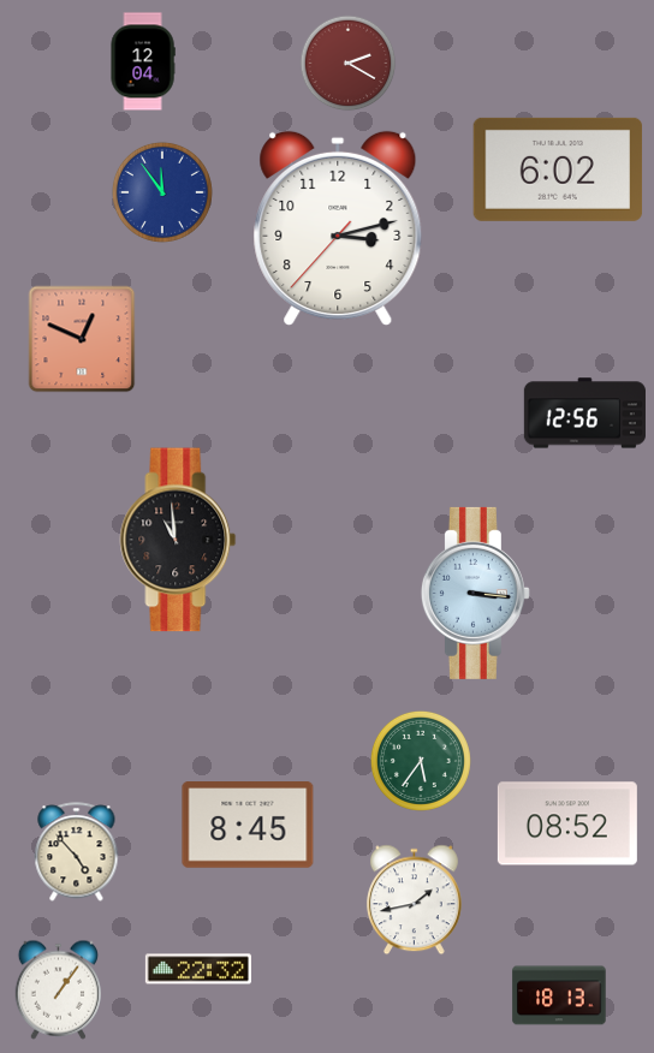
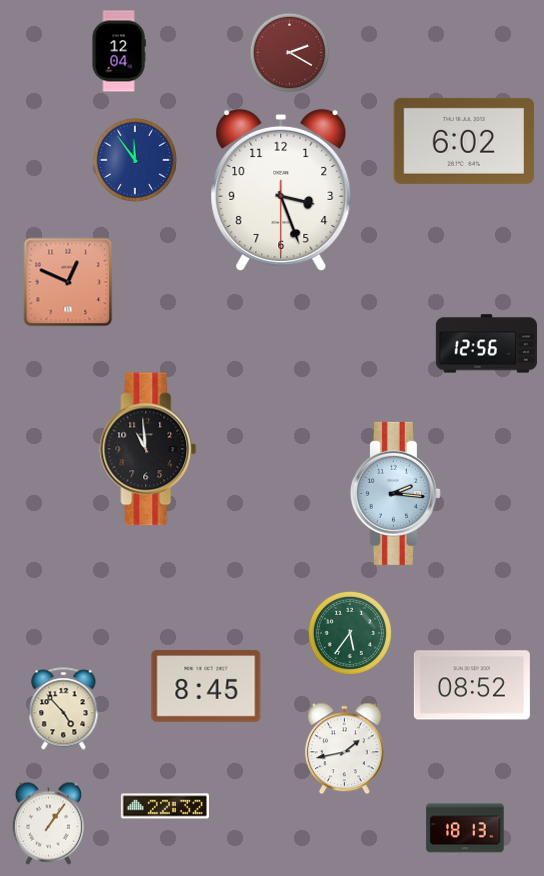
clock at (338, 228): 3:12 -> 3:26
clock at (475, 593): 3:16 -> 2:16
